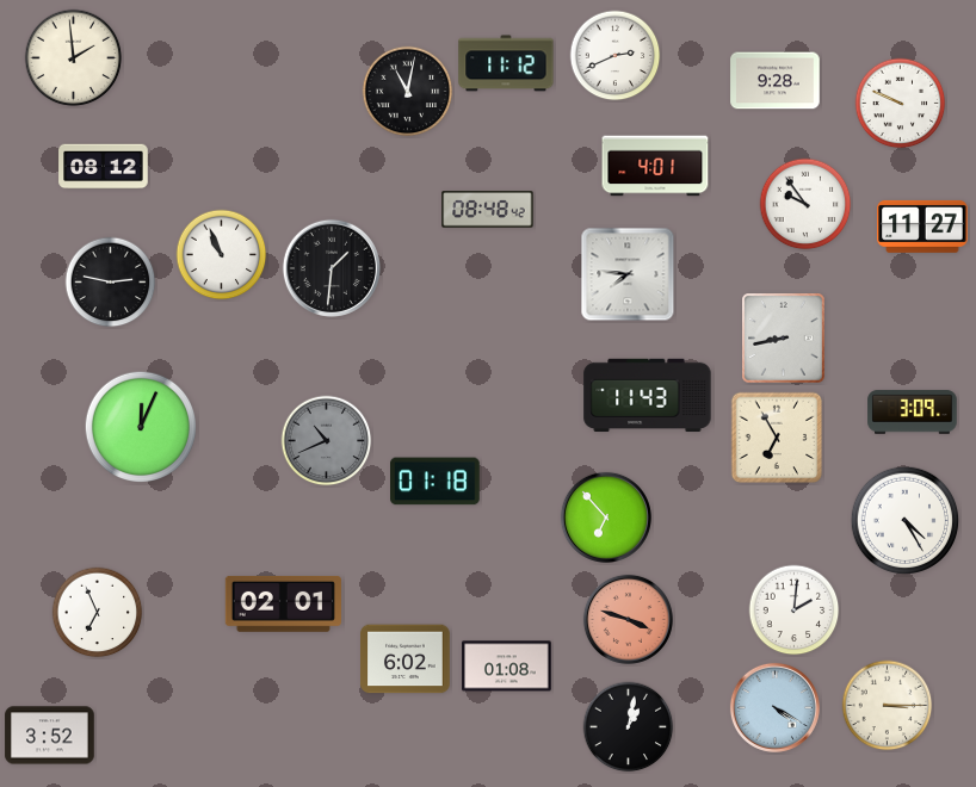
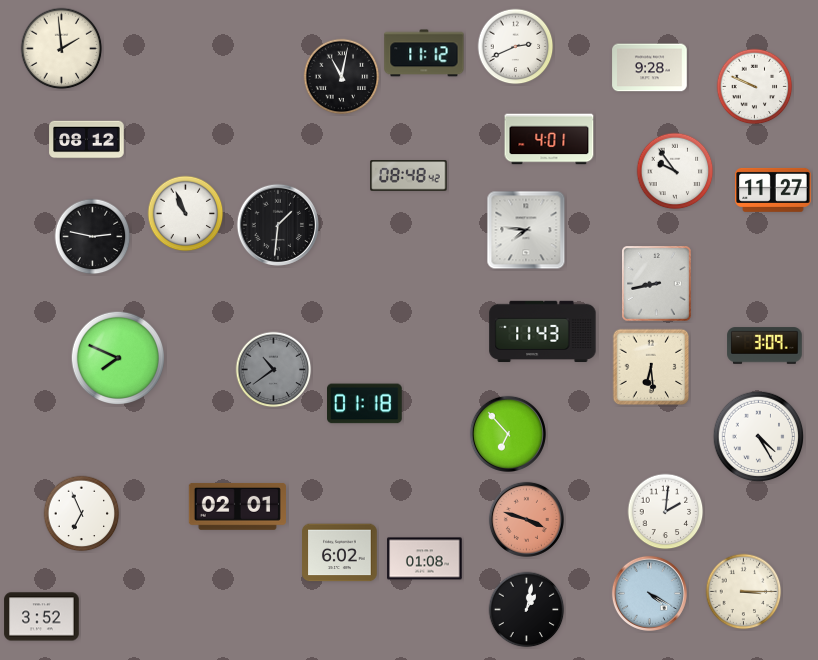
clock at (141, 427): 12:04 -> 7:49
clock at (777, 438): 6:55 -> 6:29
clock at (327, 441): 10:41 -> 10:39
